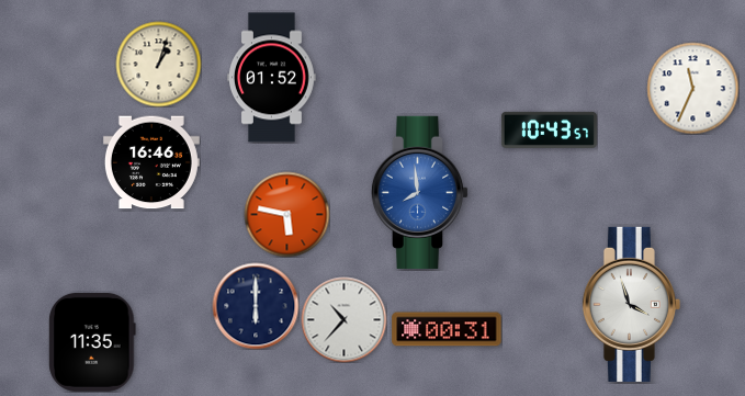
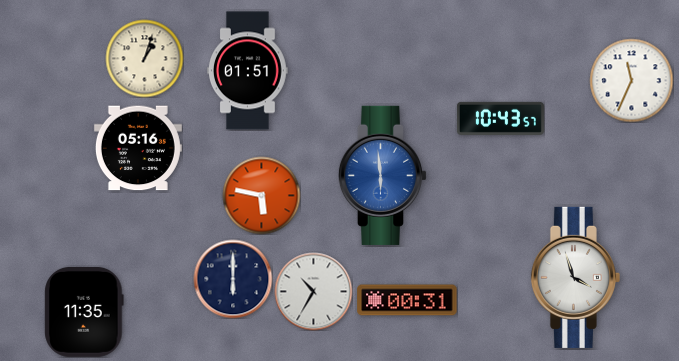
clock at (272, 78): 01:52 -> 01:51
clock at (151, 162): 16:46 -> 05:16
clock at (419, 192): 7:59 -> 5:59
clock at (343, 319): 10:37 -> 10:35
